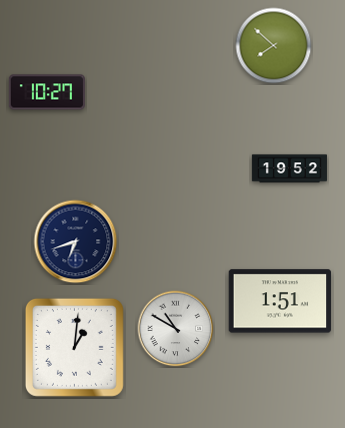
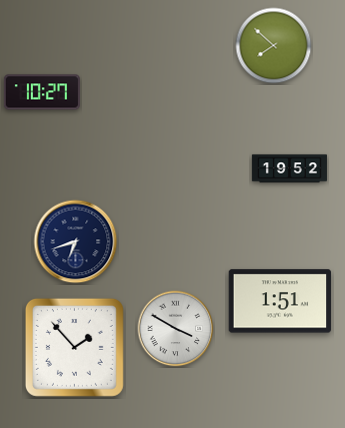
clock at (47, 92) position: (47, 92) -> (42, 92)
clock at (176, 329): 10:50 -> 3:50
clock at (74, 347): 1:01 -> 1:53
